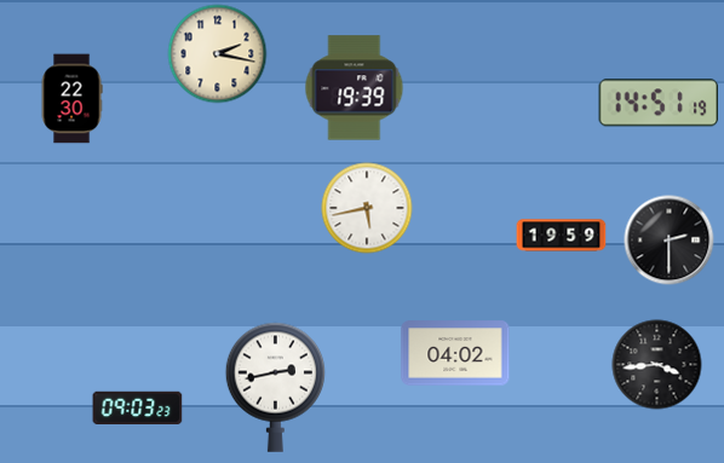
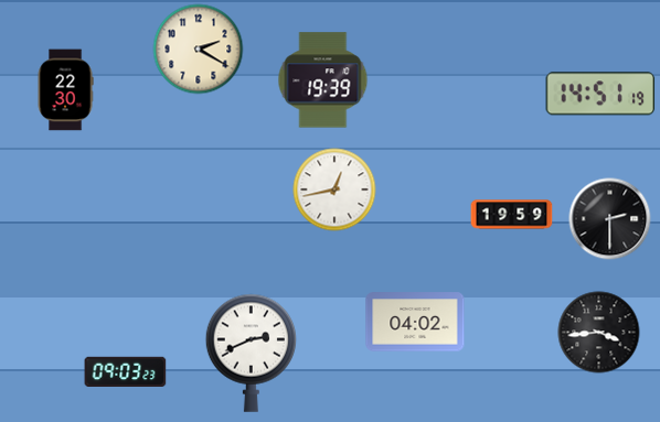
clock at (218, 54): 2:17 -> 2:20
clock at (367, 208): 5:43 -> 12:43
clock at (276, 387): 2:43 -> 2:41
